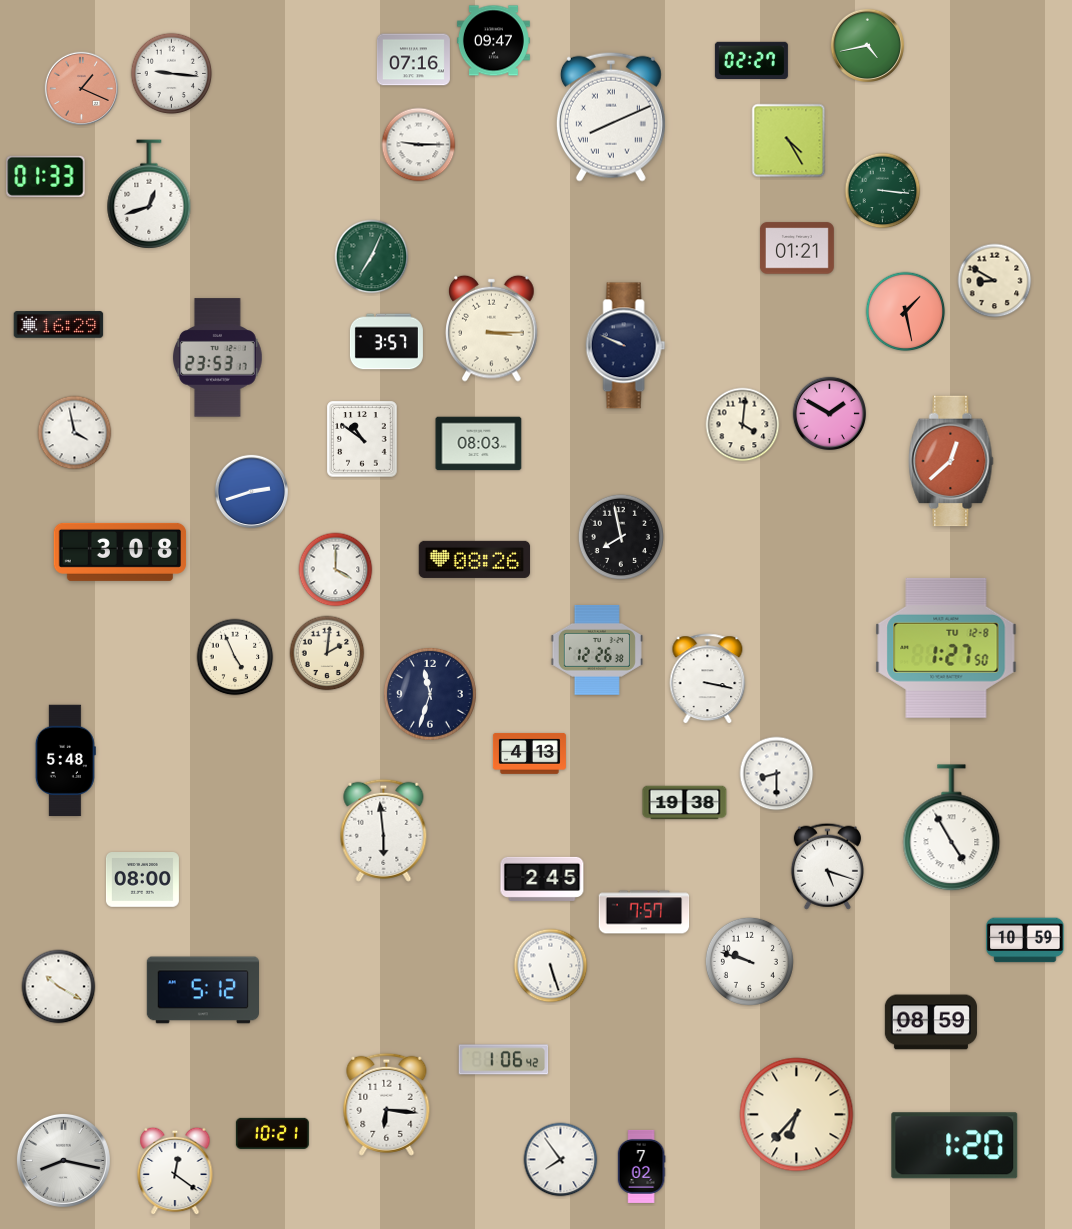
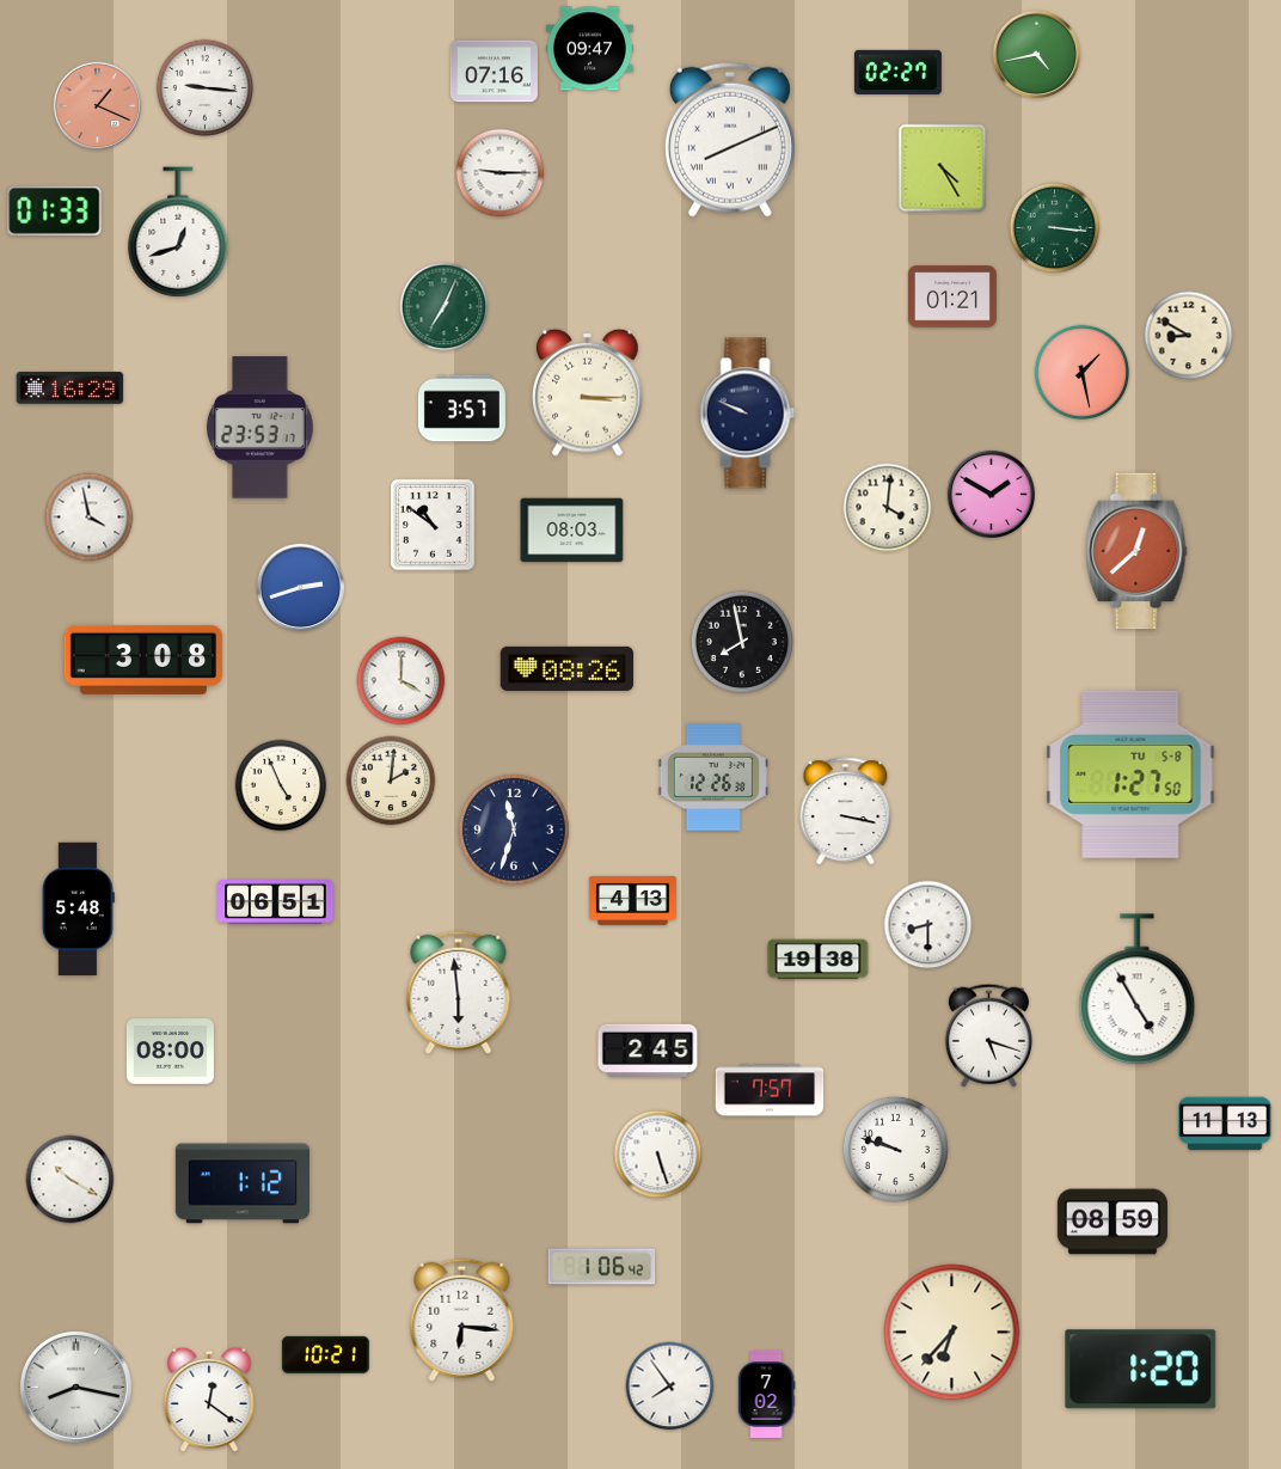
clock at (946, 648) date: TU 12-8 -> TU 5-8
clock at (276, 902): none -> 06:51
clock at (1025, 940): 10:59 -> 11:13
clock at (202, 990): 5:12 -> 1:12
